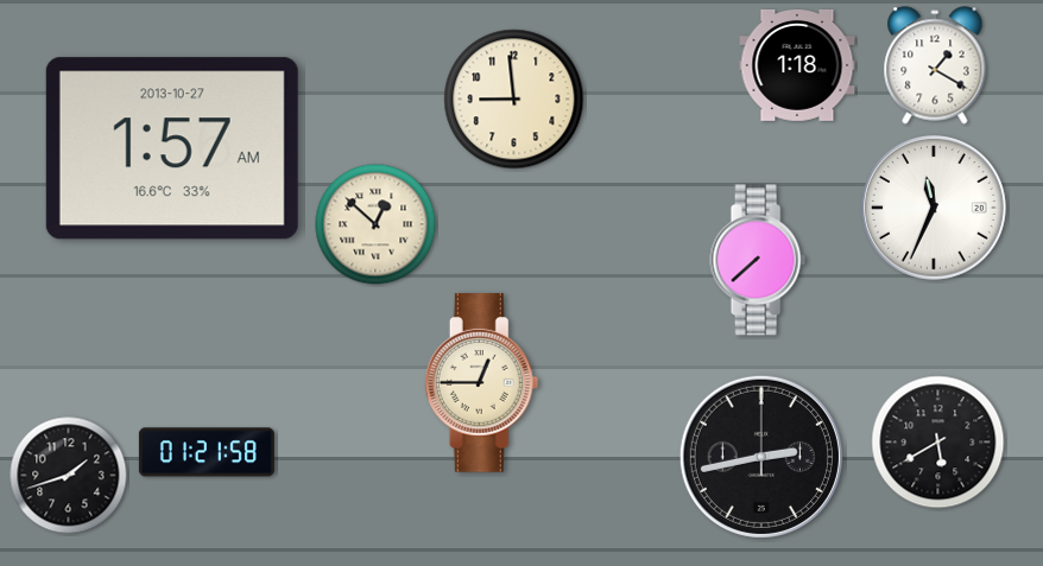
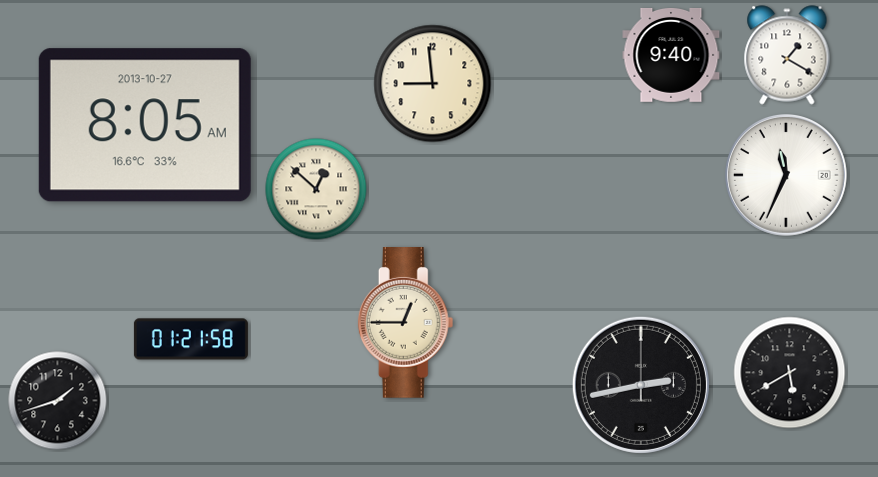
clock at (797, 65): 1:18 -> 9:40
clock at (172, 148): 1:57 -> 8:05
clock at (758, 260): 7:38 -> none
clock at (207, 452) position: (207, 452) -> (191, 339)
